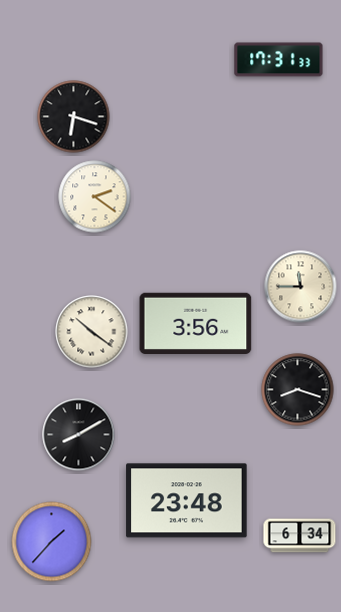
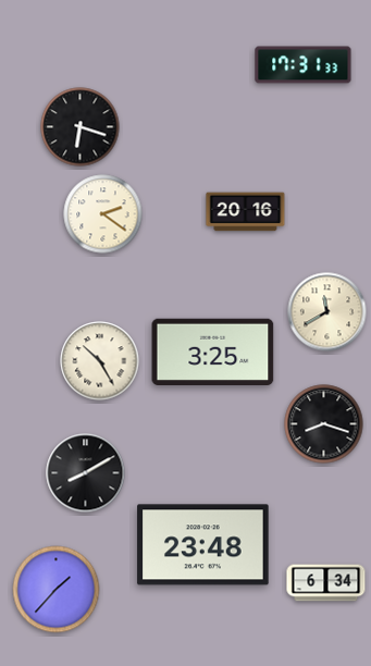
clock at (246, 212): none -> 20:16
clock at (301, 287): 11:45 -> 11:40
clock at (196, 323): 3:56 -> 3:25
clock at (92, 332): 10:21 -> 10:25
